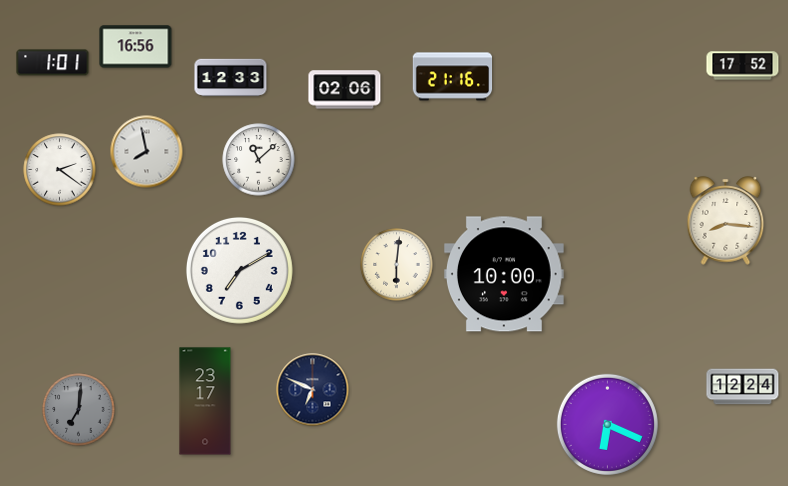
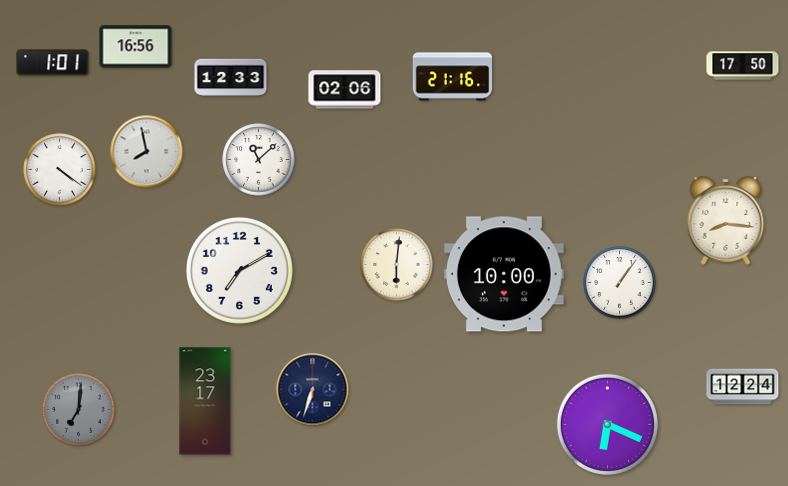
clock at (743, 66): 17:52 -> 17:50
clock at (60, 170): 2:21 -> 4:21
clock at (620, 283): none -> 1:06
clock at (313, 390): 6:49 -> 6:33
